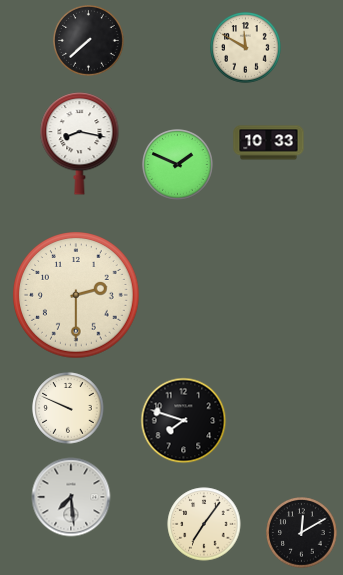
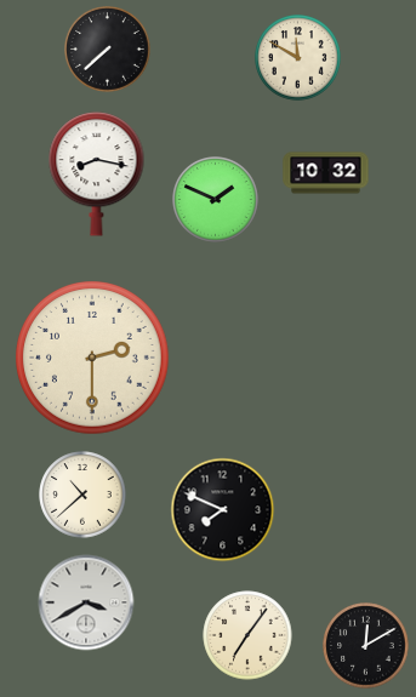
clock at (269, 143): 10:33 -> 10:32
clock at (68, 408): 9:49 -> 10:38
clock at (184, 421): 7:48 -> 7:49
clock at (71, 497): 7:29 -> 3:40
